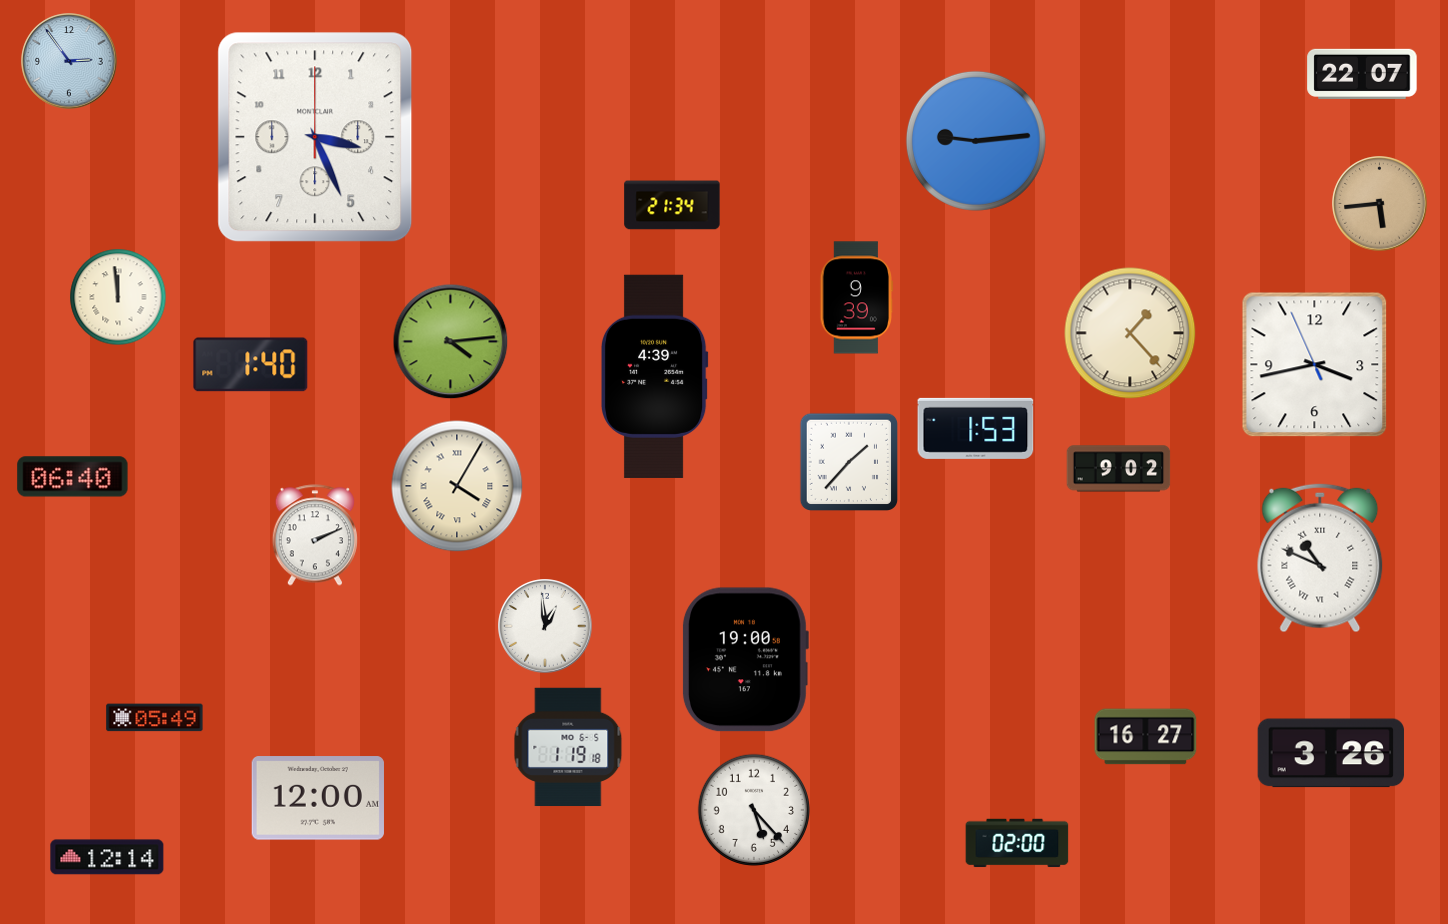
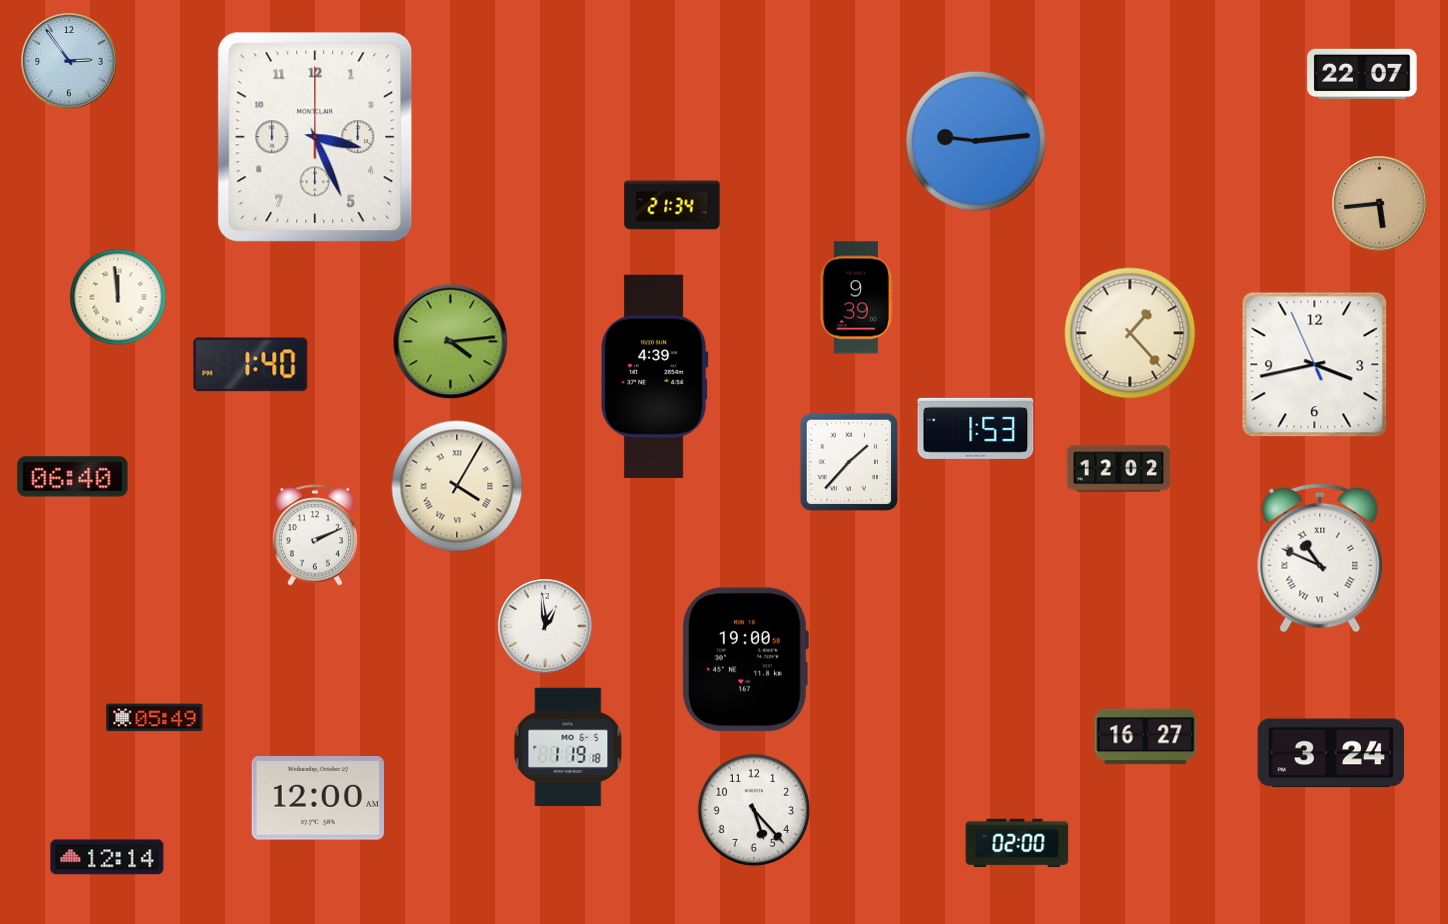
clock at (1119, 469): 9:02 -> 12:02
clock at (1331, 753): 3:26 -> 3:24
